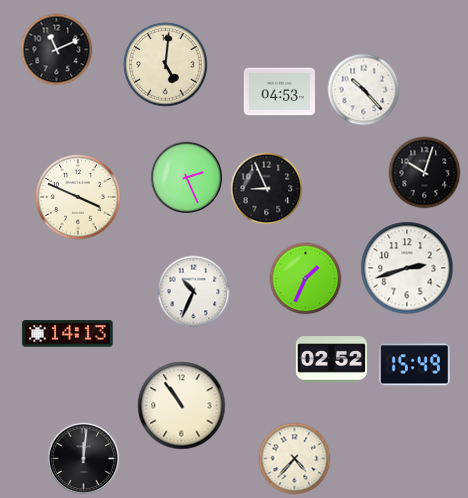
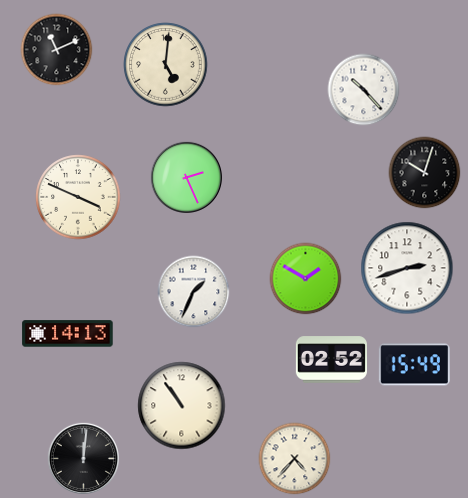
clock at (279, 92): 04:53 -> none
clock at (267, 189): 8:56 -> none
clock at (306, 279): 1:34 -> 1:50
clock at (194, 292): 10:34 -> 1:34
